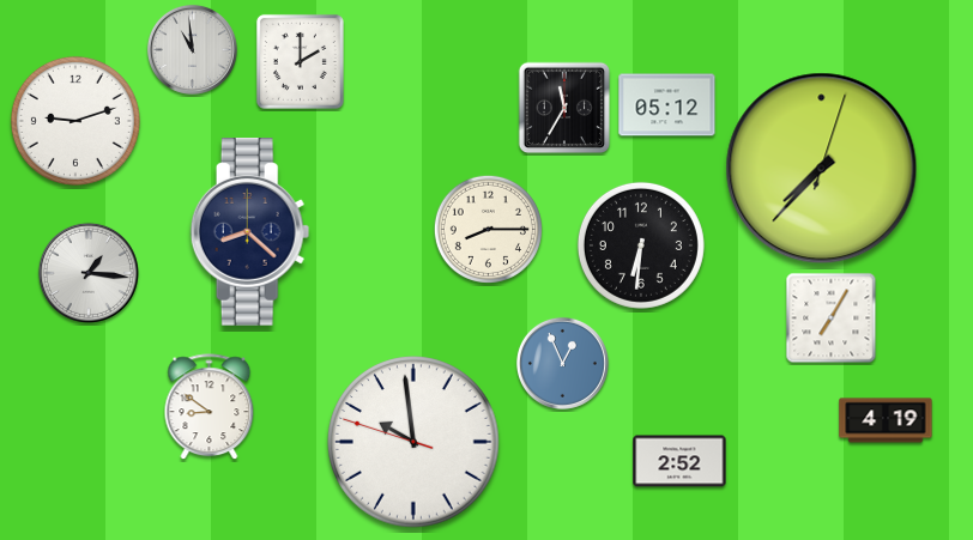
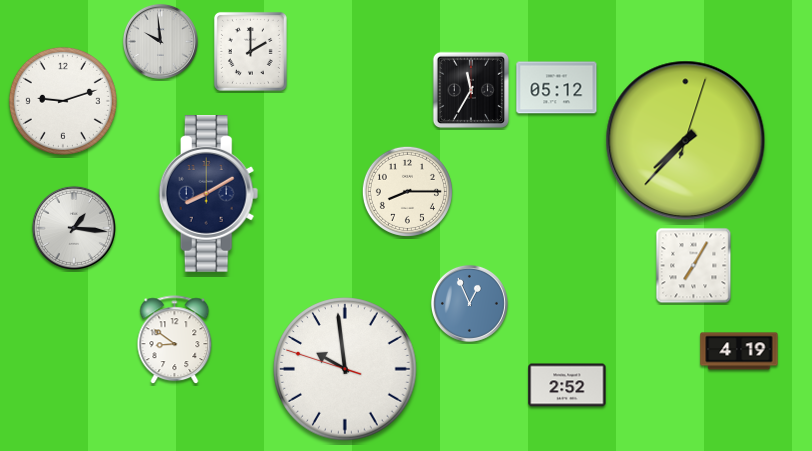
clock at (192, 49): 10:59 -> 9:59
clock at (250, 232): 8:22 -> 8:10
clock at (641, 245): 6:31 -> none
